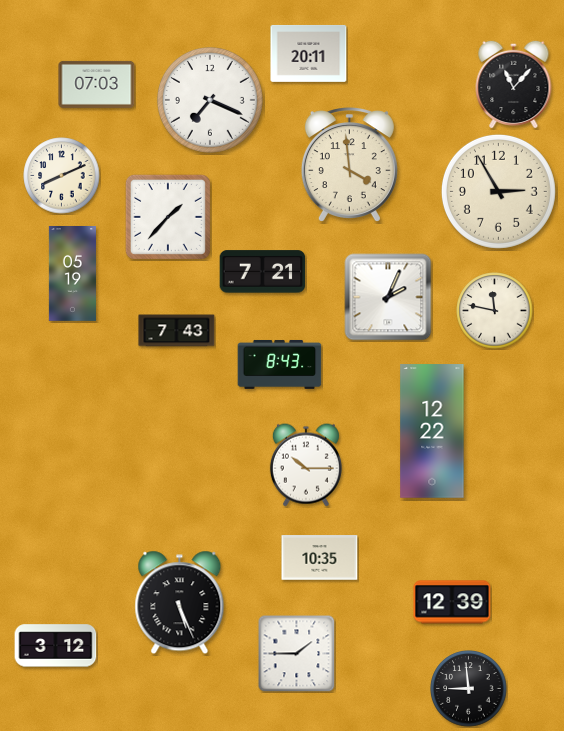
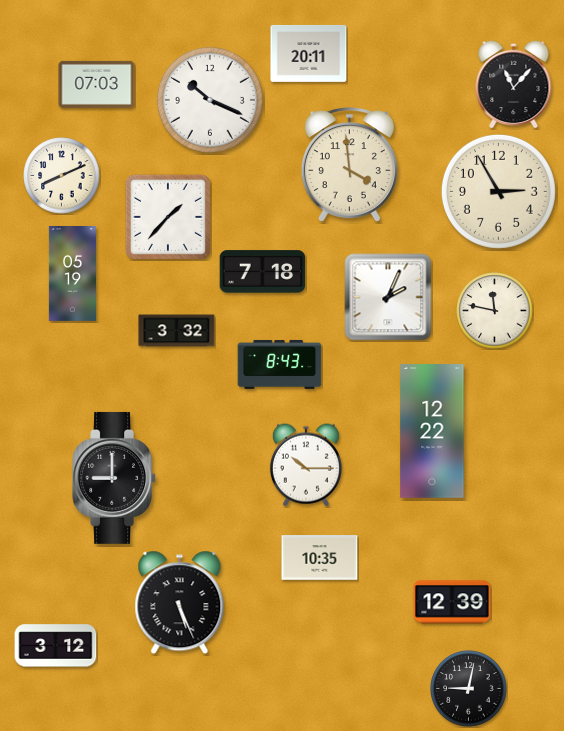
clock at (210, 100): 7:19 -> 10:19
clock at (263, 272): 7:21 -> 7:18
clock at (177, 331): 7:43 -> 3:32
clock at (114, 478): none -> 9:00
clock at (296, 653): 1:45 -> none
clock at (469, 689): 8:59 -> 9:02
